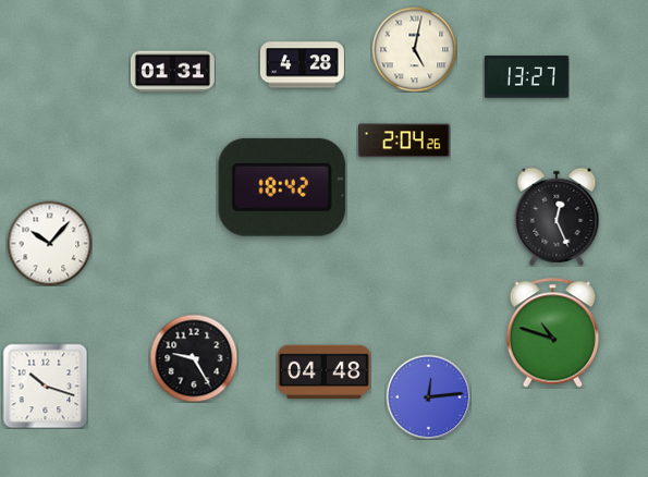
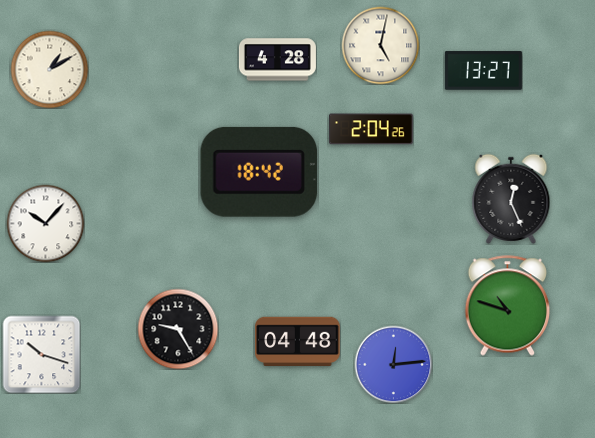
clock at (172, 72): 01:31 -> none
clock at (49, 69): none -> 1:10
